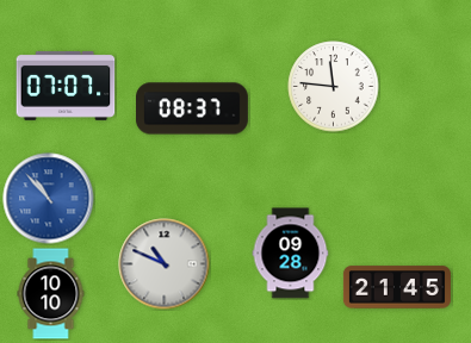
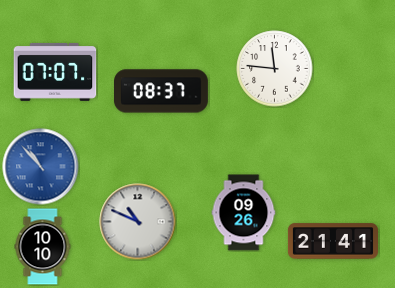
clock at (334, 87) position: (334, 87) -> (275, 69)
clock at (291, 254): 09:28 -> 09:26
clock at (397, 287): 21:45 -> 21:41
